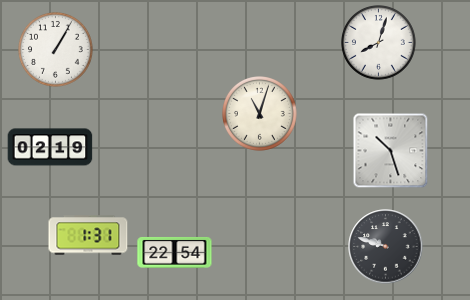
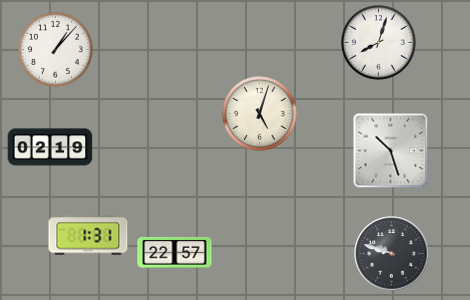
clock at (56, 50): 1:05 -> 1:07
clock at (260, 114): 11:03 -> 5:03
clock at (386, 247) position: (386, 247) -> (392, 254)
clock at (175, 252): 22:54 -> 22:57
